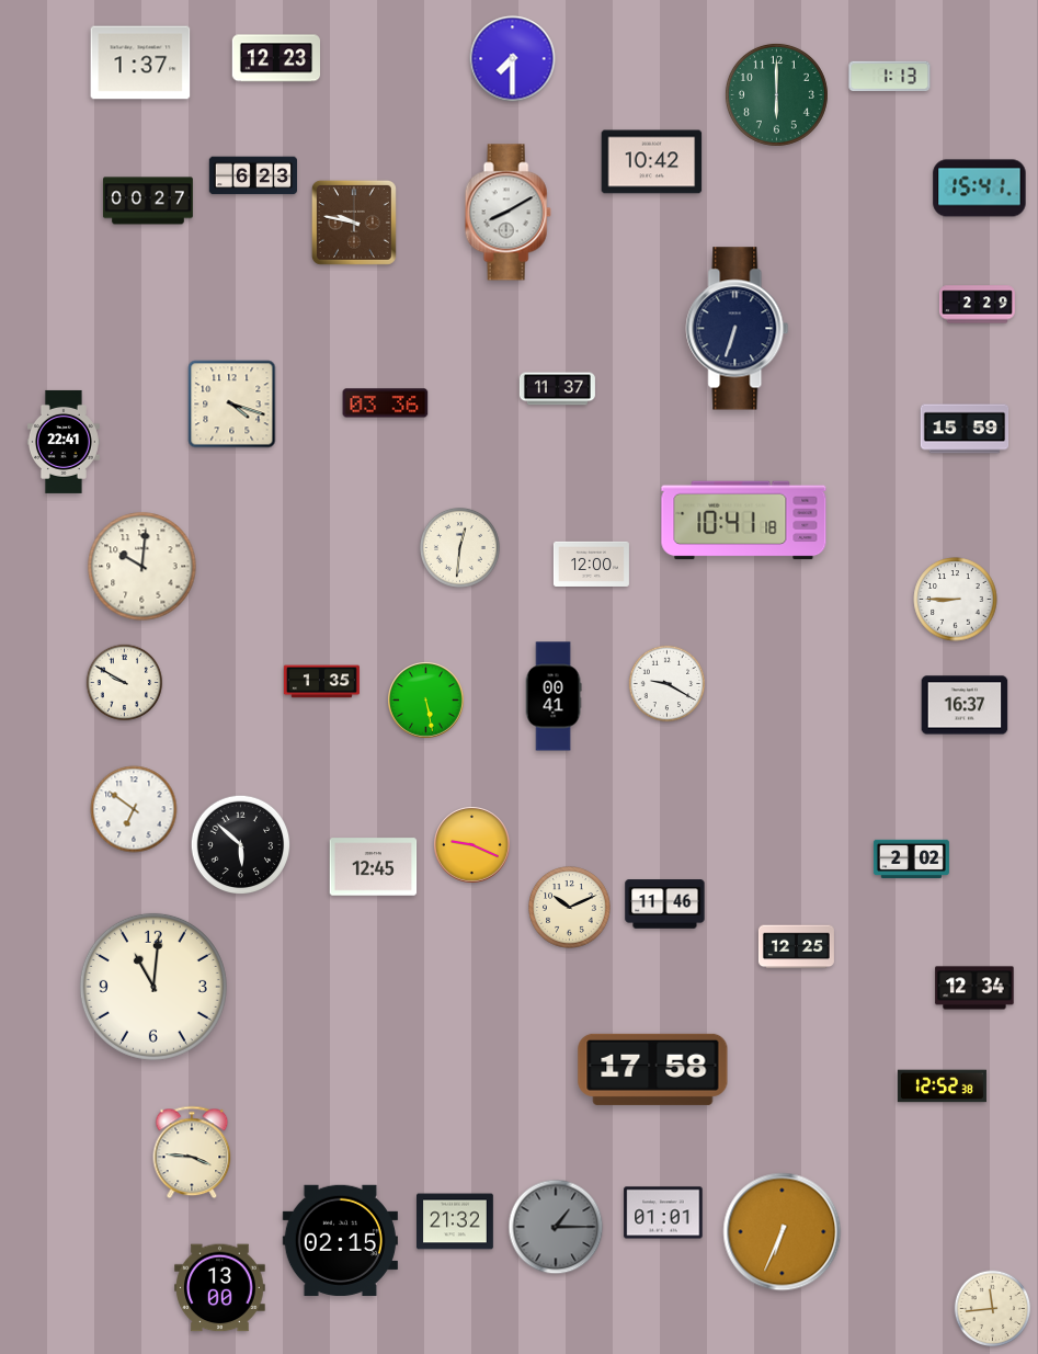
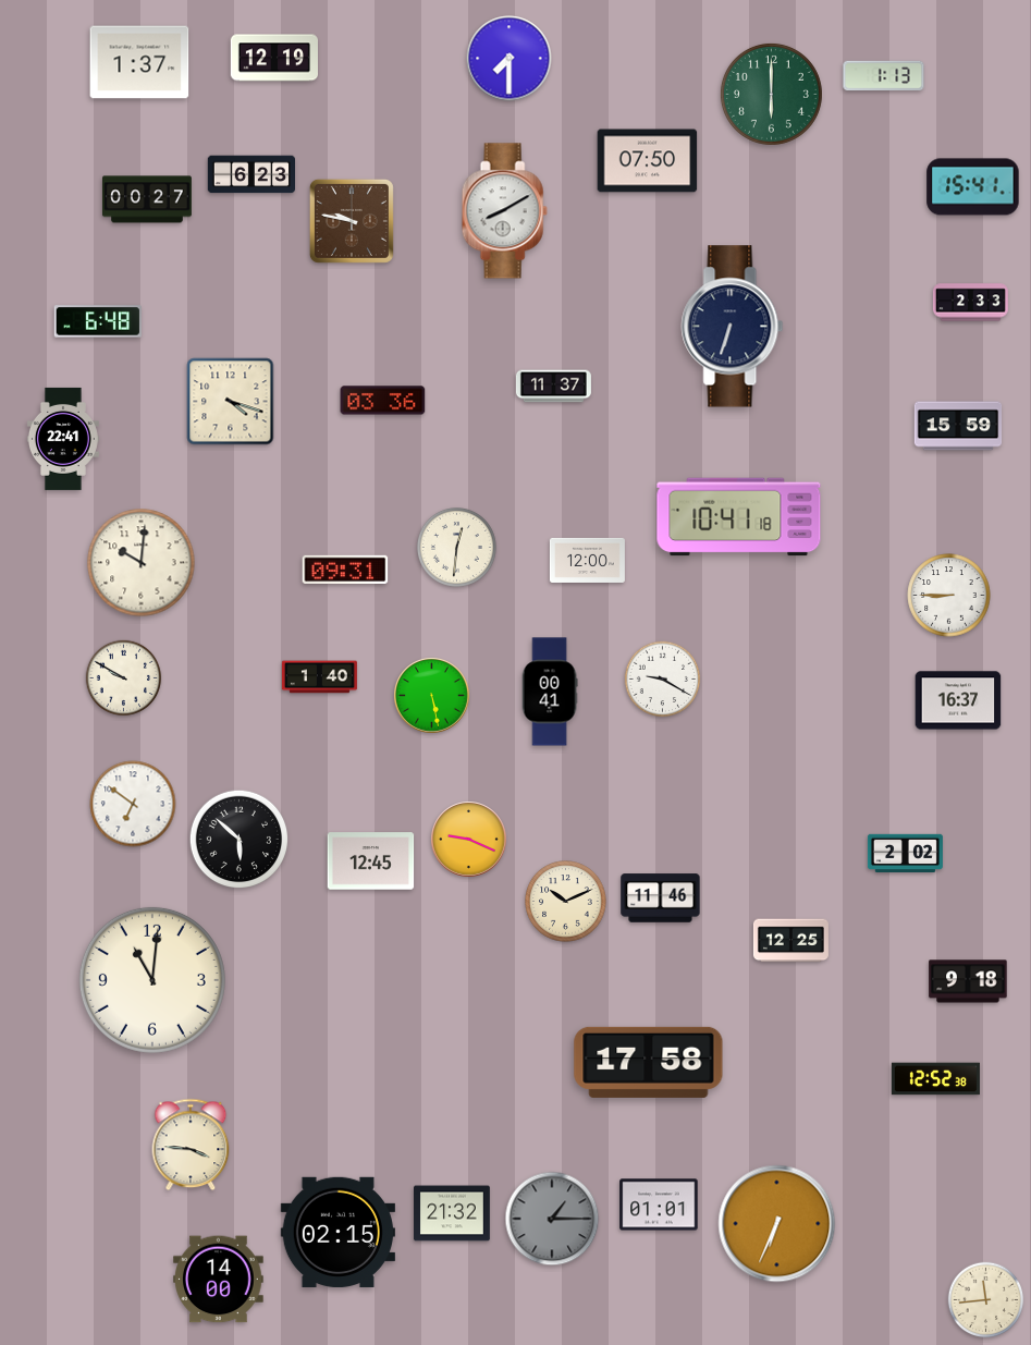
clock at (275, 58): 12:23 -> 12:19
clock at (652, 162): 10:42 -> 07:50
clock at (977, 305): 2:29 -> 2:33
clock at (98, 321): none -> 6:48
clock at (459, 547) position: (459, 547) -> (456, 547)
clock at (345, 570): none -> 09:31
clock at (321, 682): 1:35 -> 1:40
clock at (426, 701) position: (426, 701) -> (432, 696)
clock at (974, 988): 12:34 -> 9:18
clock at (220, 1288): 13:00 -> 14:00
